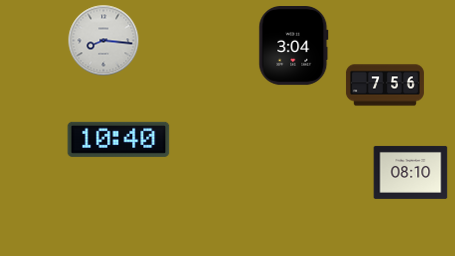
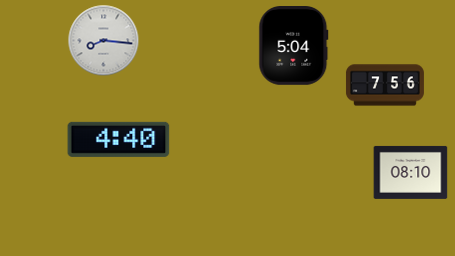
clock at (294, 46): 3:04 -> 5:04
clock at (119, 139): 10:40 -> 4:40
